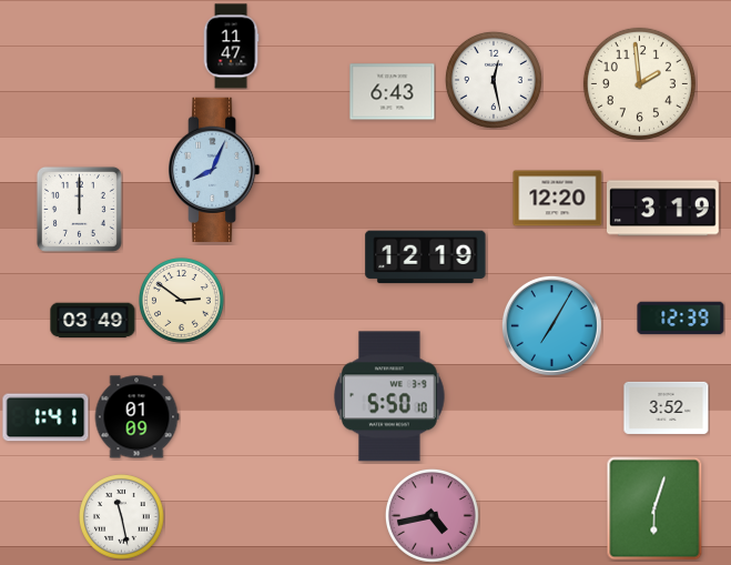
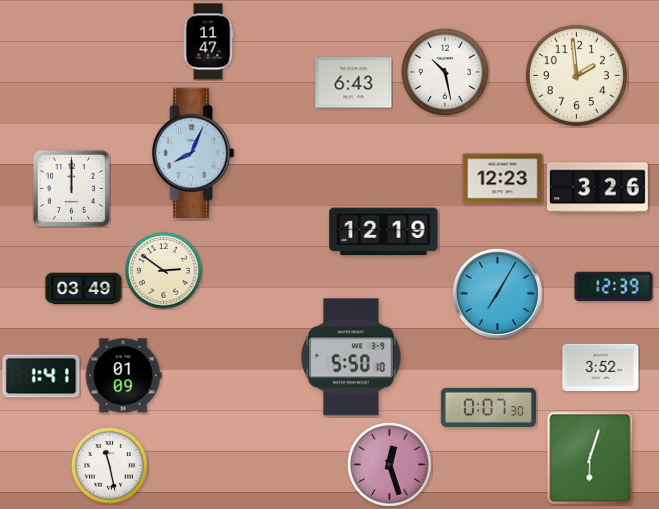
clock at (494, 80): 12:28 -> 10:28
clock at (558, 199): 12:20 -> 12:23
clock at (663, 209): 3:19 -> 3:26
clock at (488, 407): none -> 0:07
clock at (432, 515): 4:43 -> 12:27
